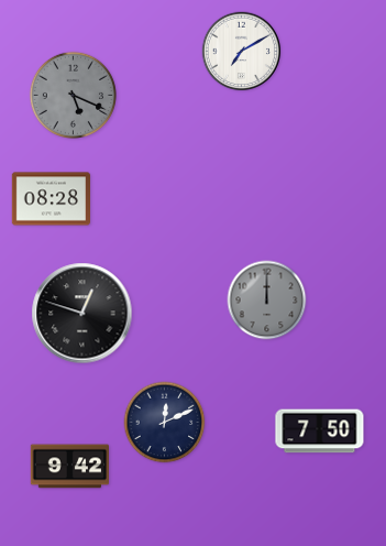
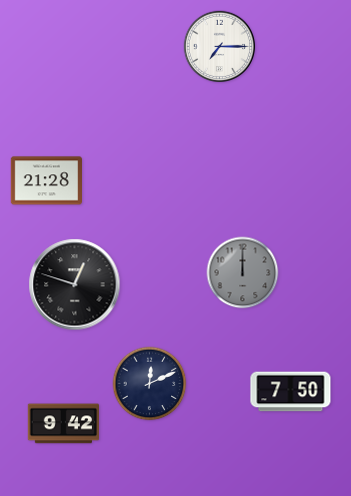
clock at (242, 52): 7:10 -> 7:15
clock at (73, 95): 5:19 -> none
clock at (51, 199): 08:28 -> 21:28
